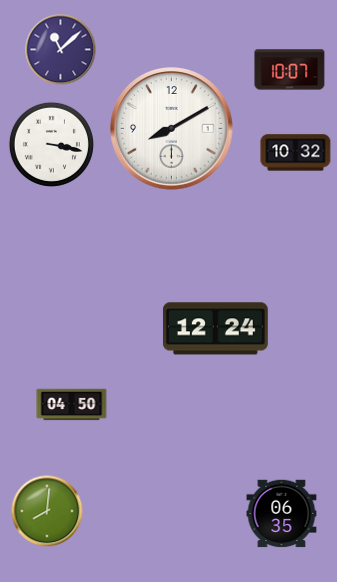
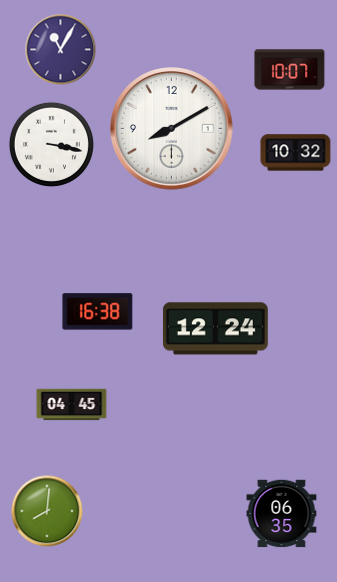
clock at (61, 50): 11:08 -> 11:05
clock at (98, 312): none -> 16:38
clock at (72, 405): 04:50 -> 04:45
